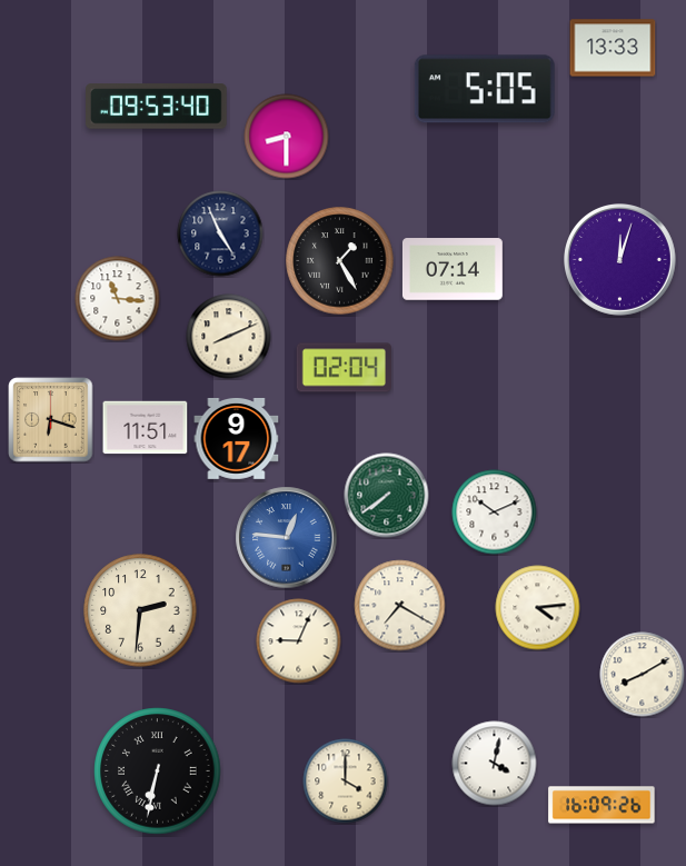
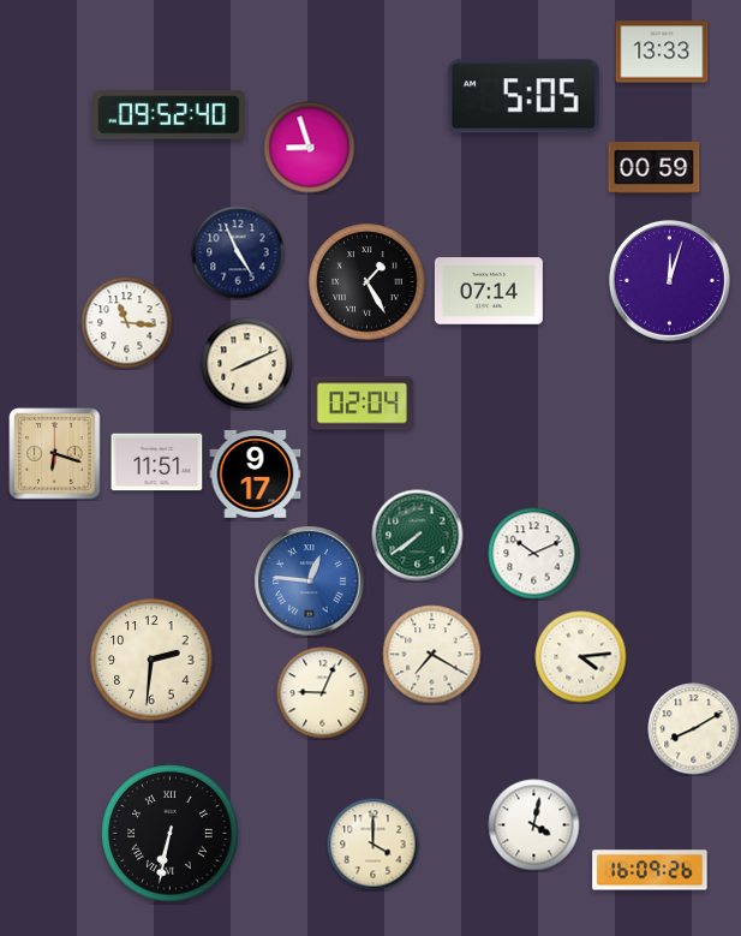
clock at (157, 107): 09:53 -> 09:52
clock at (287, 137): 8:30 -> 8:57
clock at (655, 168): none -> 00:59
clock at (344, 368) position: (344, 368) -> (361, 404)
